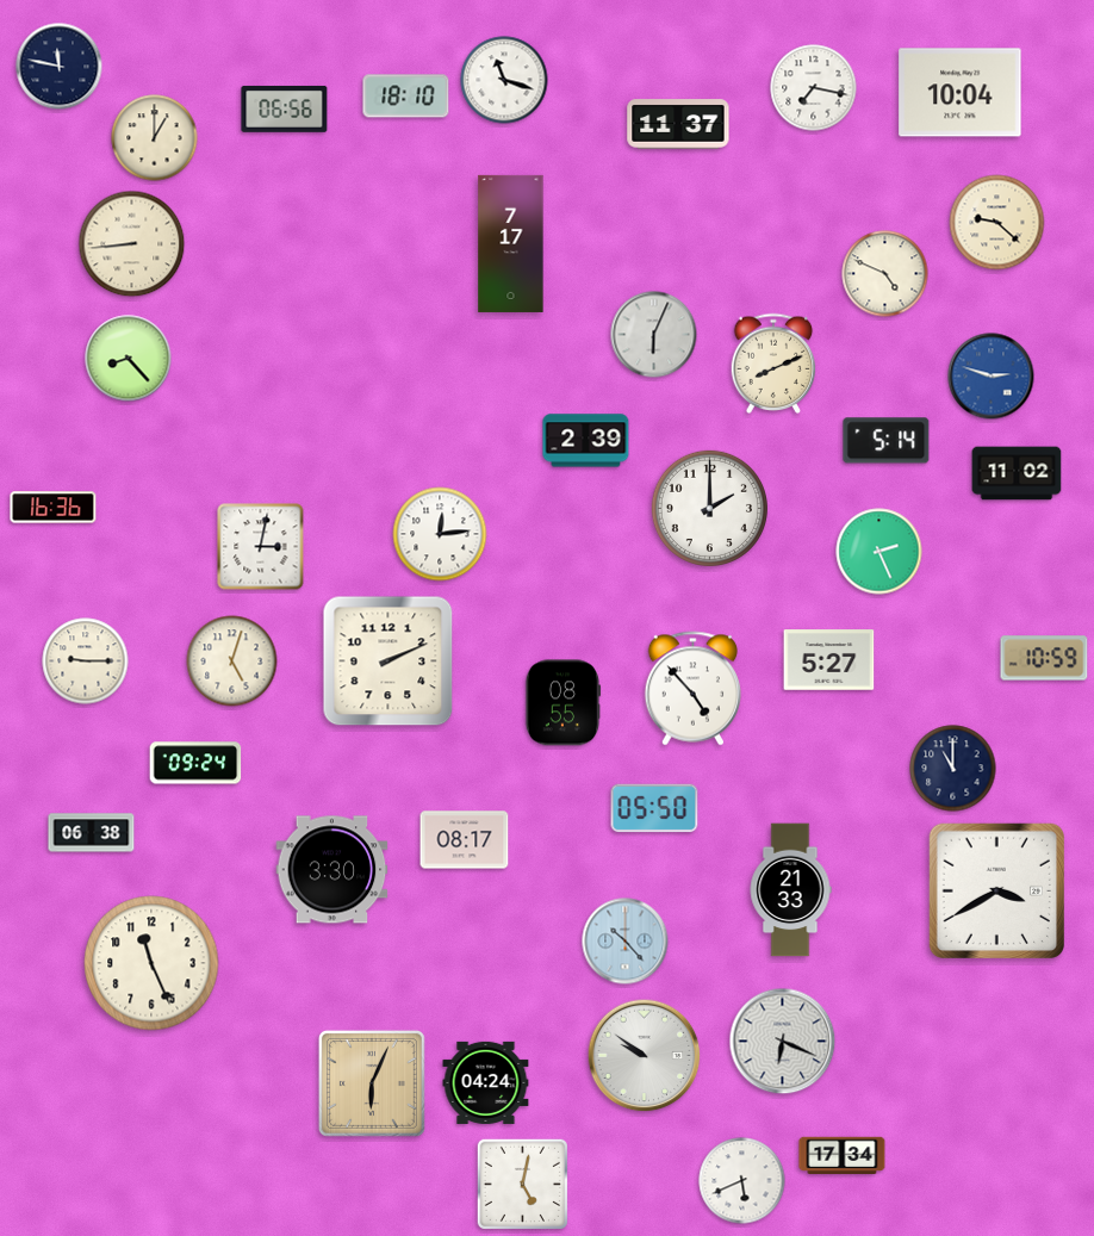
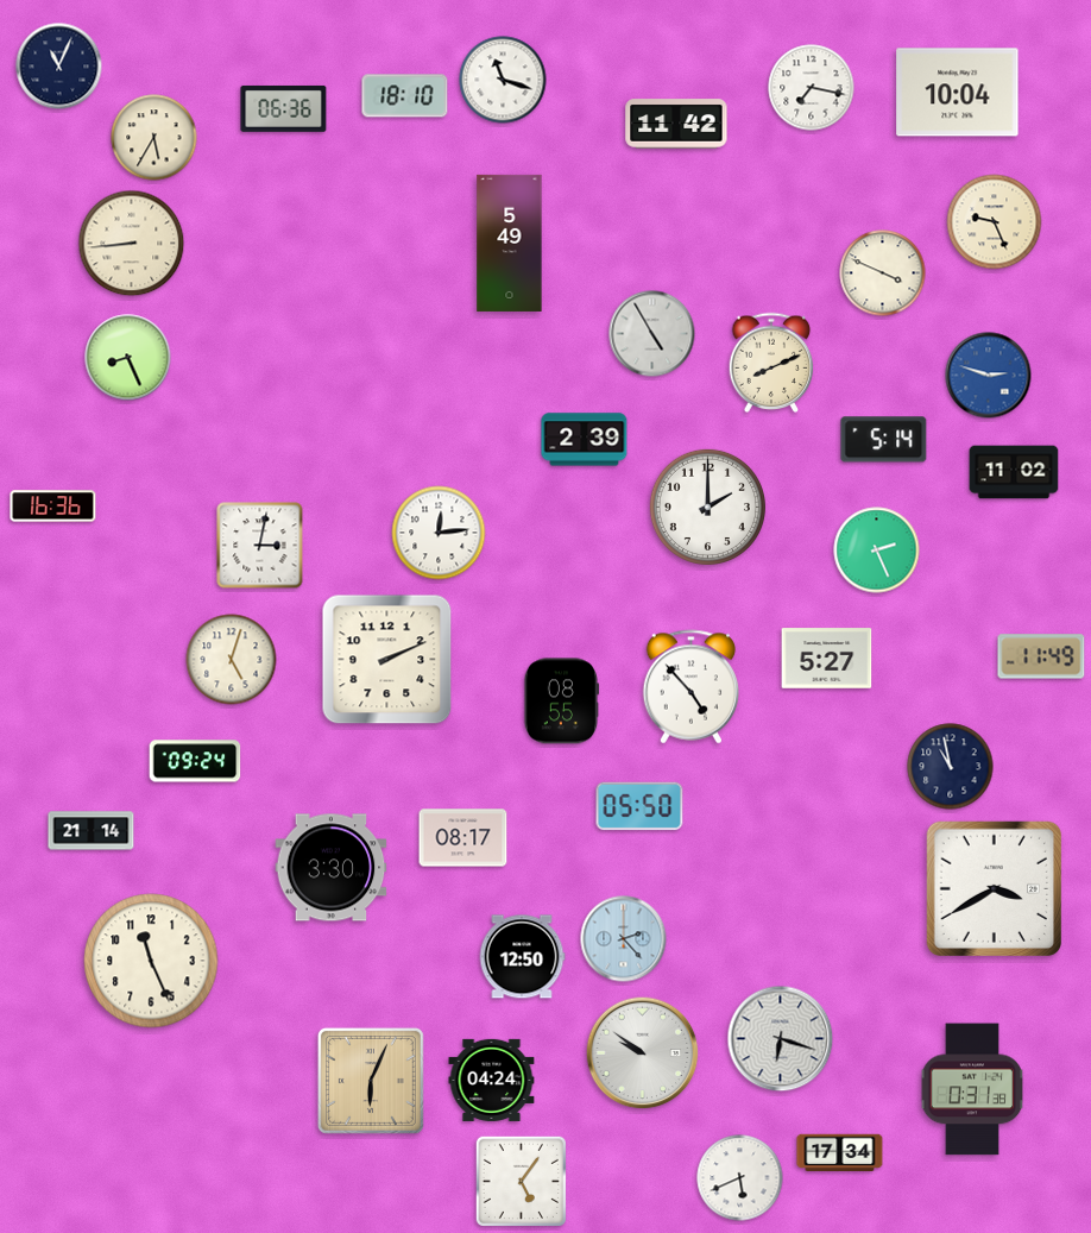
clock at (60, 67): 11:47 -> 11:04
clock at (285, 108): 06:56 -> 06:36
clock at (678, 124): 11:37 -> 11:42
clock at (155, 138): 1:00 -> 5:35
clock at (997, 223): 9:22 -> 9:26
clock at (511, 243): 7:17 -> 5:49
clock at (885, 274): 4:49 -> 3:49
clock at (654, 335): 6:04 -> 4:55
clock at (129, 359): 8:23 -> 8:26
clock at (1044, 658): 10:59 -> 11:49
clock at (86, 662): 9:15 -> none
clock at (953, 769): 11:00 -> 10:58
clock at (654, 808) position: (654, 808) -> (639, 806)
clock at (92, 833): 06:38 -> 21:14
clock at (790, 890): 21:33 -> none
clock at (626, 942): 10:23 -> 2:23
clock at (522, 957): none -> 12:50
clock at (783, 1042): 6:19 -> 6:18
clock at (486, 1082) position: (486, 1082) -> (492, 1080)
clock at (972, 1089): none -> 0:31
clock at (522, 1184): 5:02 -> 5:06
